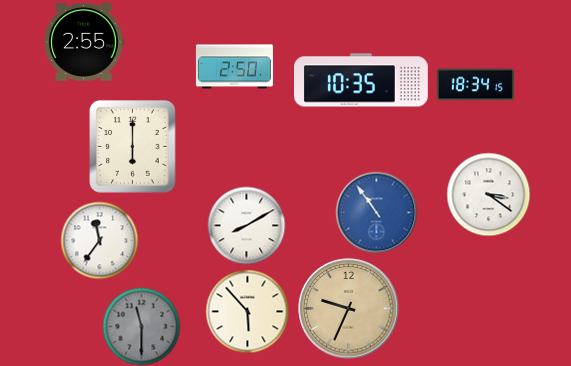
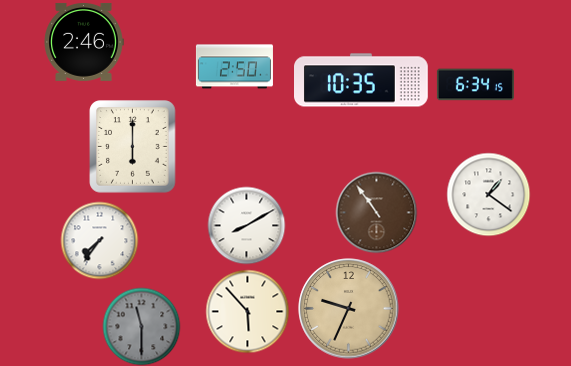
clock at (84, 42): 2:55 -> 2:46
clock at (475, 85): 18:34 -> 6:34
clock at (488, 194): 3:21 -> 1:21
clock at (376, 212) dial: blue -> brown
clock at (99, 240): 11:36 -> 7:36
